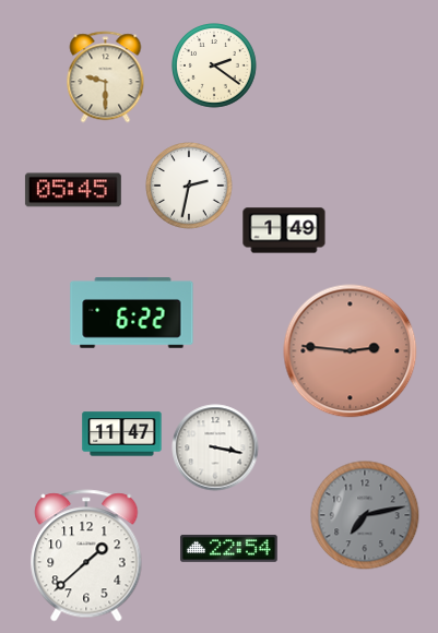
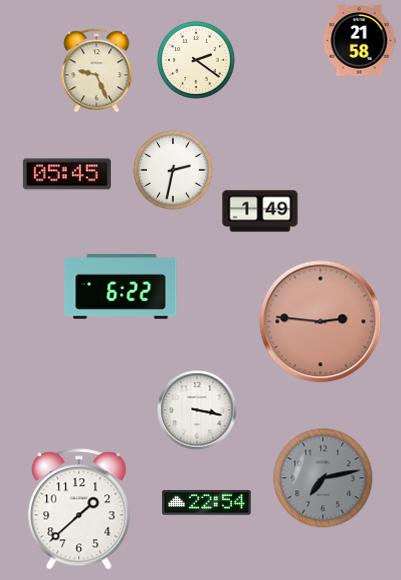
clock at (359, 41): none -> 21:58
clock at (106, 77): 9:30 -> 9:26
clock at (122, 434): 11:47 -> none
clock at (365, 515) position: (365, 515) -> (323, 478)
clock at (229, 549) position: (229, 549) -> (207, 503)
